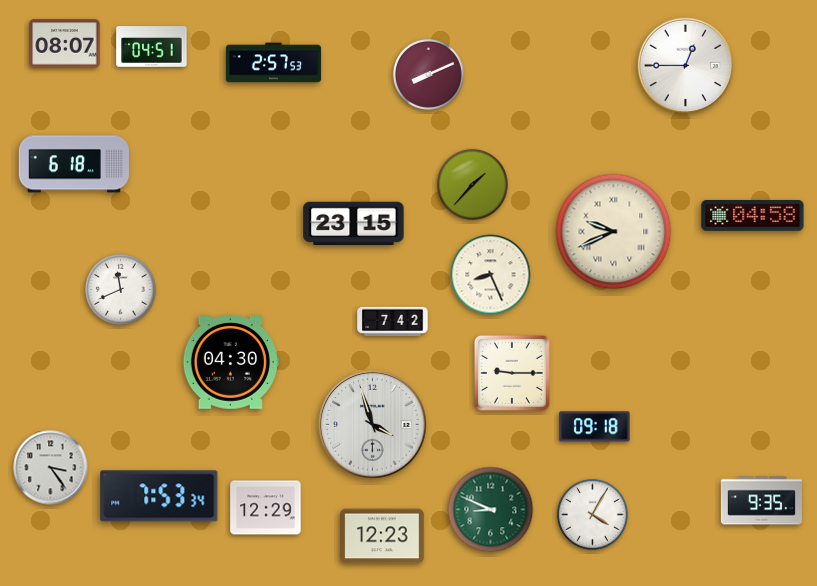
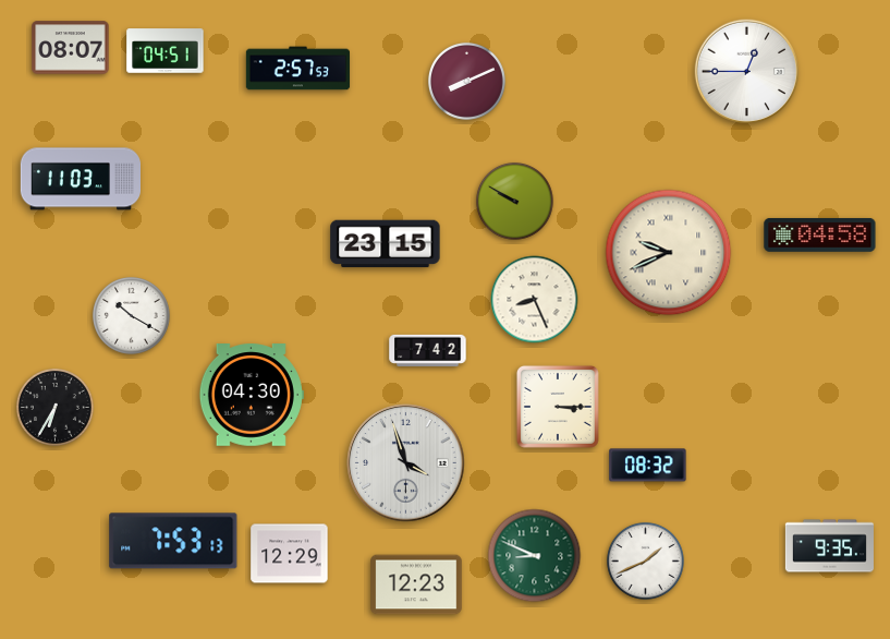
clock at (73, 164): 6:18 -> 11:03
clock at (472, 184): 1:37 -> 9:50
clock at (120, 289): 11:41 -> 10:20
clock at (54, 407): none -> 6:35
clock at (512, 373): 9:15 -> 3:15
clock at (595, 427): 09:18 -> 08:32
clock at (51, 468): 3:24 -> none
clock at (159, 496): 7:53:34 -> 7:53:13
clock at (592, 514): 4:05 -> 1:41
